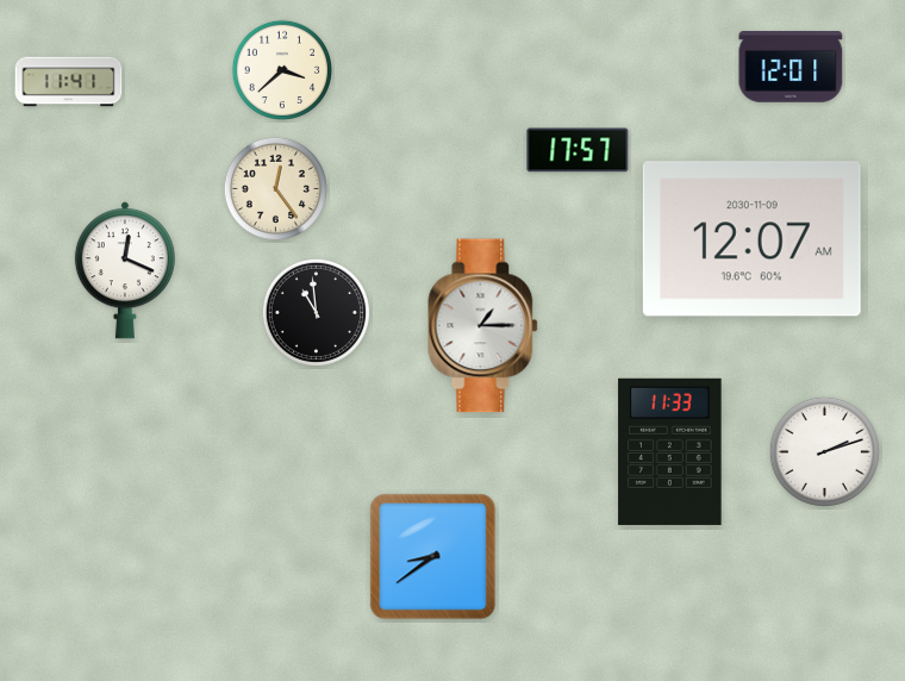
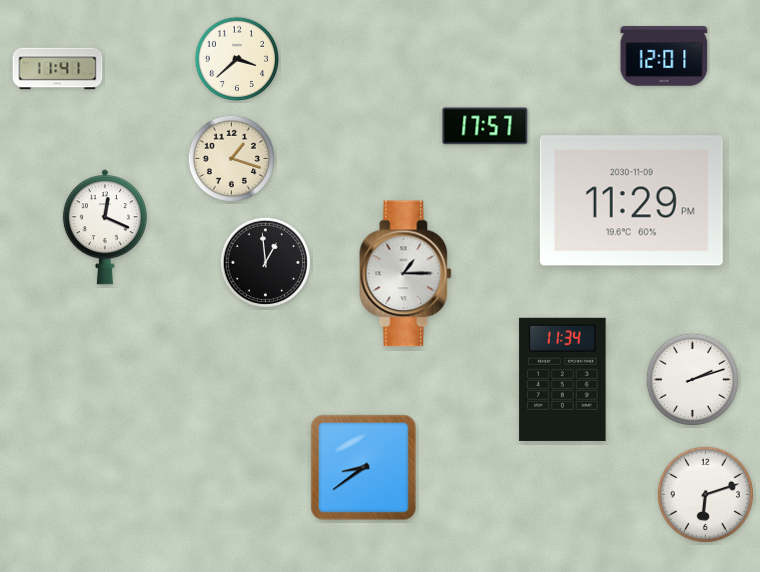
clock at (275, 188): 12:24 -> 1:18
clock at (751, 239): 12:07 -> 11:29
clock at (316, 312): 10:59 -> 12:59
clock at (670, 451): 11:33 -> 11:34
clock at (705, 494): none -> 6:12
